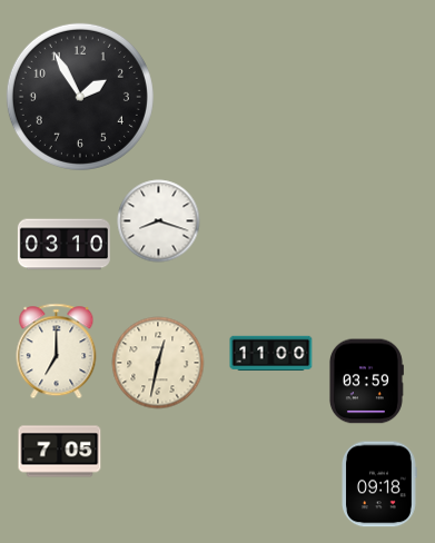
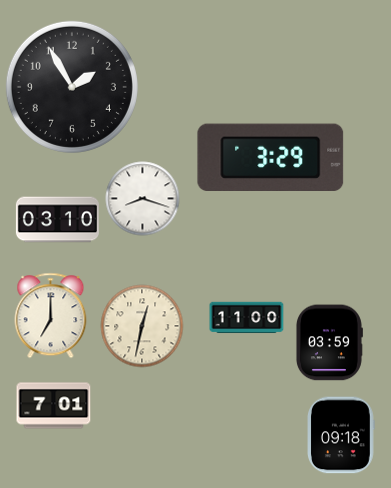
clock at (271, 158): none -> 3:29
clock at (271, 354) position: (271, 354) -> (247, 318)
clock at (60, 452): 7:05 -> 7:01
